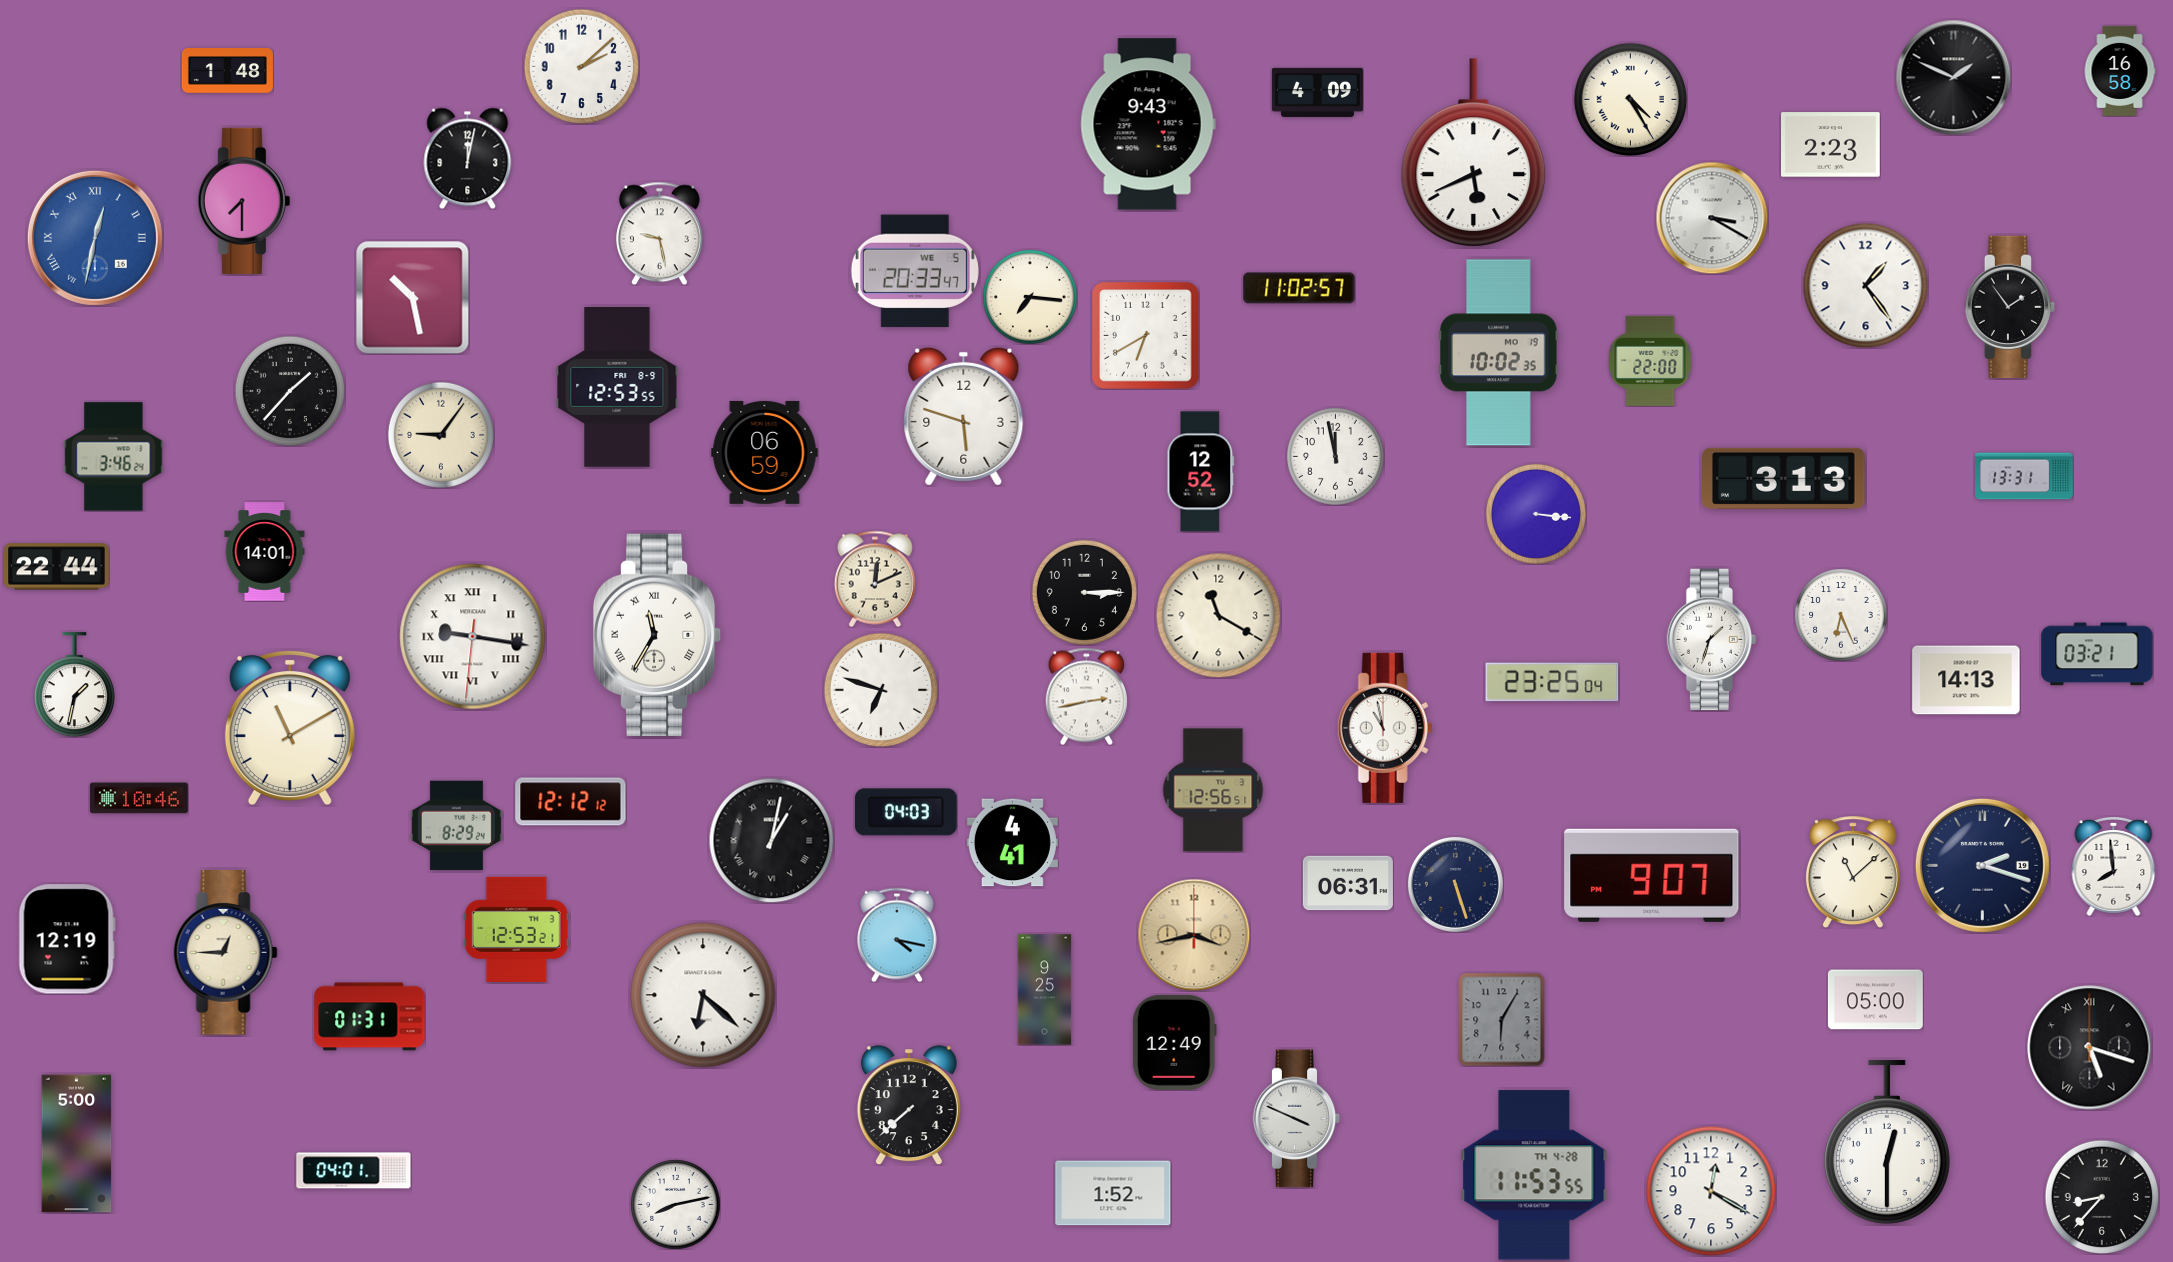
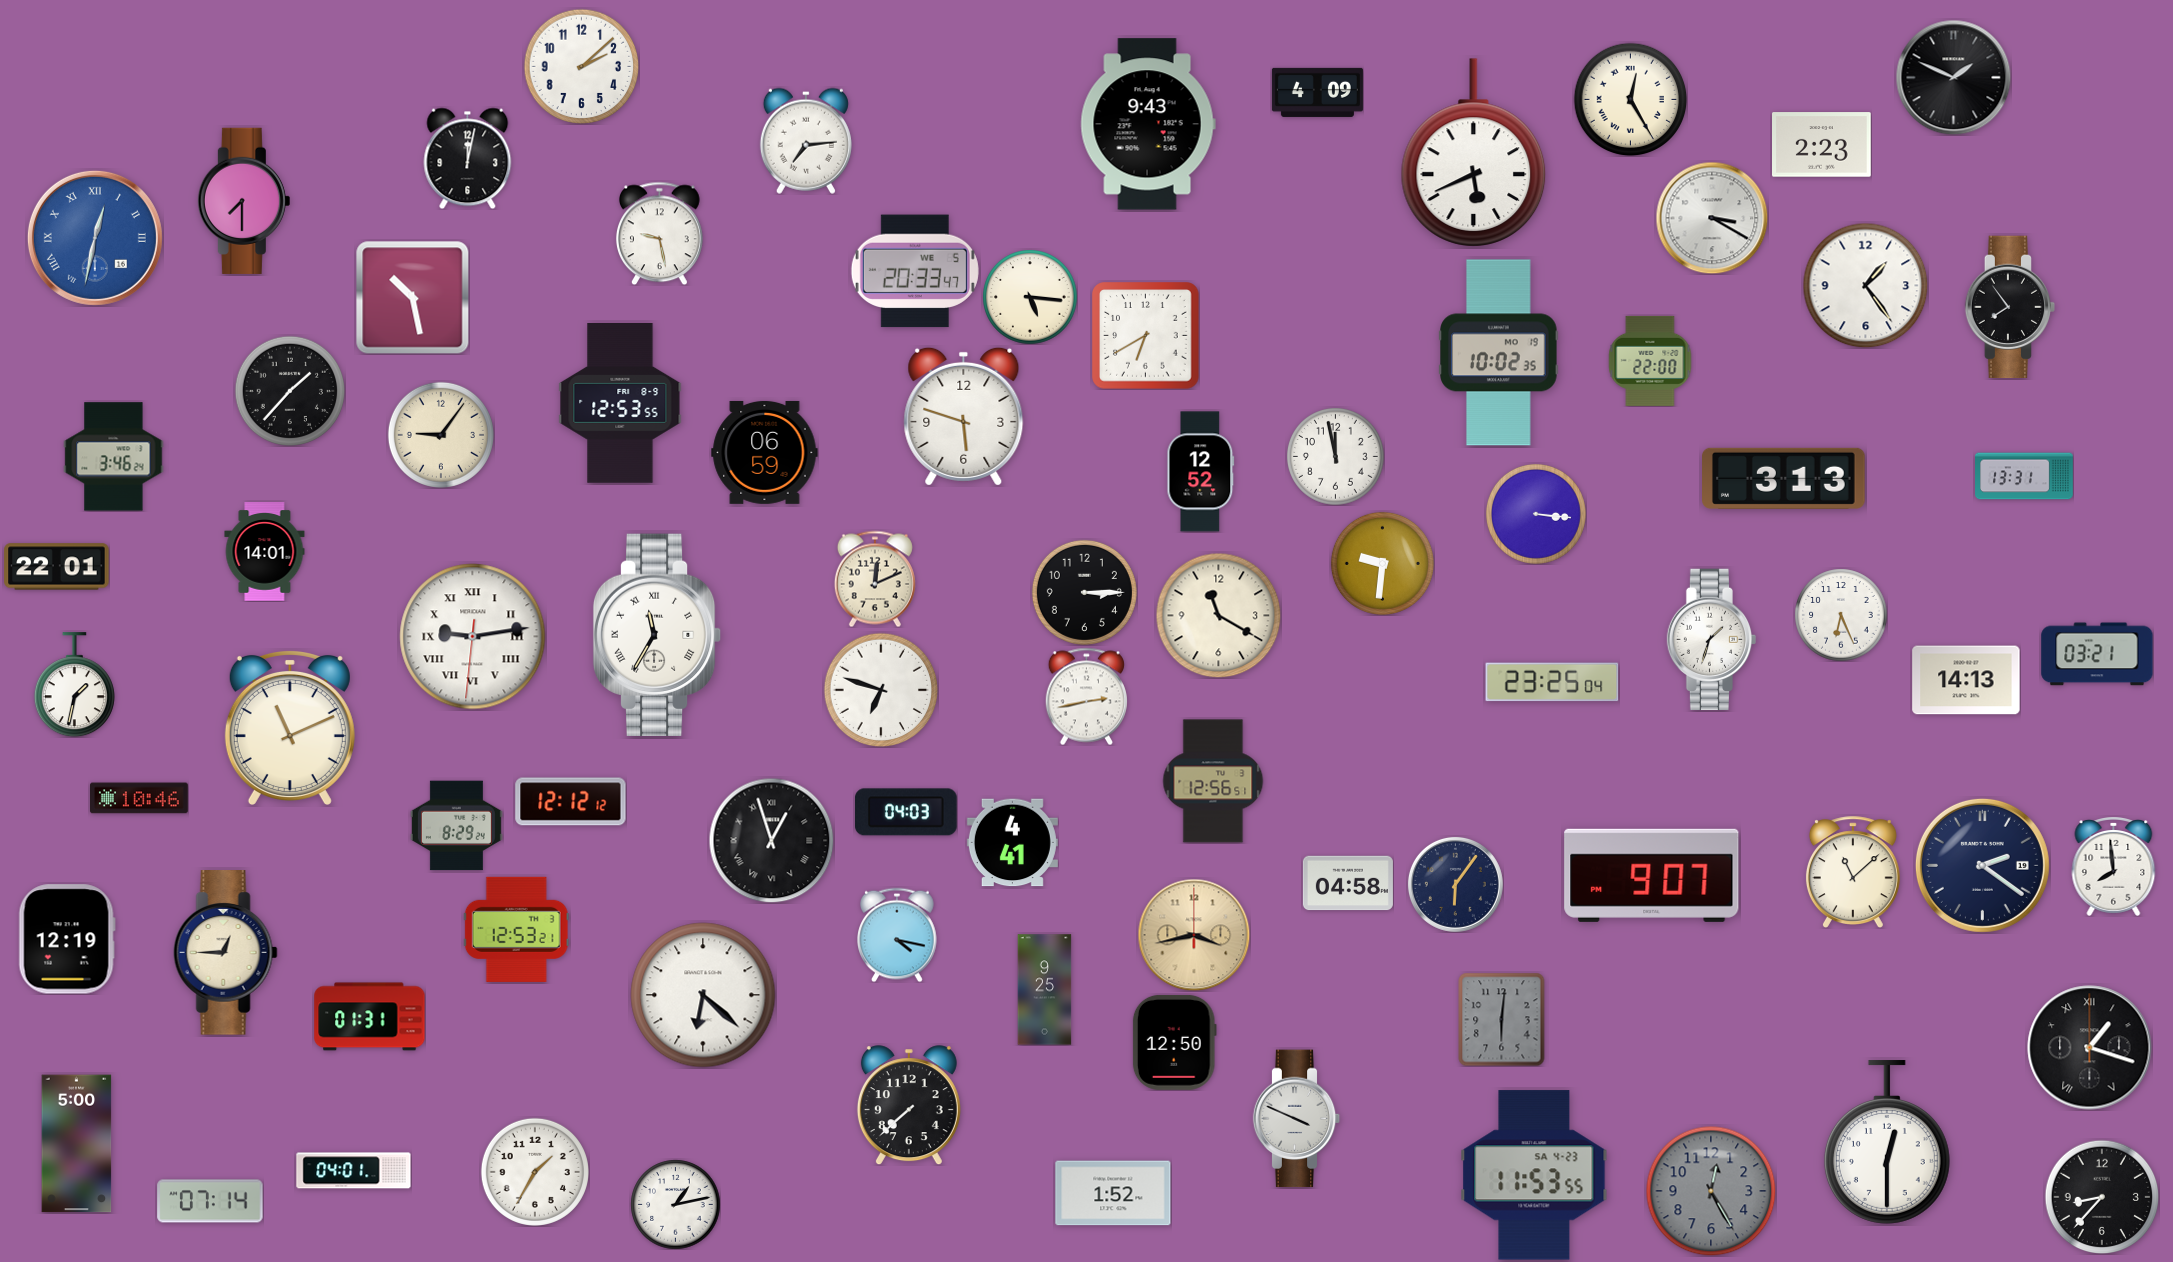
clock at (227, 71): 1:48 -> none
clock at (2120, 71): 16:58 -> none
clock at (1630, 99): 4:25 -> 12:25
clock at (806, 141): none -> 7:14
clock at (1831, 145) position: (1831, 145) -> (1822, 145)
clock at (1299, 288): 11:02 -> none
clock at (1030, 297): 7:16 -> 5:16
clock at (2010, 307): 1:54 -> 7:54
clock at (617, 388) position: (617, 388) -> (620, 404)
clock at (1382, 563): none -> 9:31
clock at (57, 567): 22:44 -> 22:01
clock at (473, 637): 9:16 -> 9:13
clock at (290, 727): 11:10 -> 11:11
clock at (1385, 728): 10:58 -> none
clock at (1213, 790) position: (1213, 790) -> (1213, 781)
clock at (771, 840): 1:02 -> 12:57
clock at (1982, 865): 2:18 -> 2:21
clock at (1348, 883): 06:31 -> 04:58
clock at (1455, 884): 5:27 -> 6:06
clock at (1875, 1000): 05:00 -> none
clock at (1502, 1019): 6:05 -> 6:01
clock at (1174, 1042): 12:49 -> 12:50
clock at (2090, 1048): 5:18 -> 1:18
clock at (535, 1172): none -> 1:35
clock at (1534, 1175) date: TH 4-28 -> SA 4-23
clock at (1711, 1191): 12:20 -> 12:25
clock at (1711, 1191) dial: white -> grey
clock at (210, 1201): none -> 07:14
clock at (675, 1204): 8:13 -> 1:13
